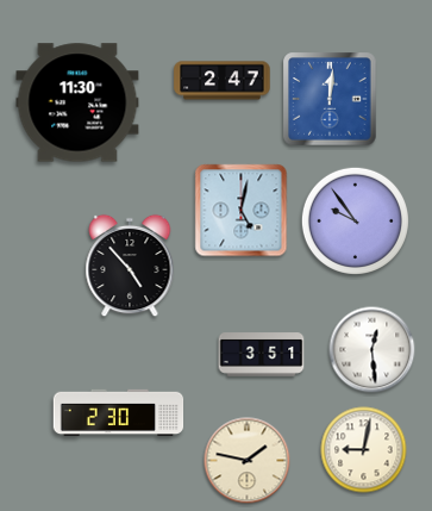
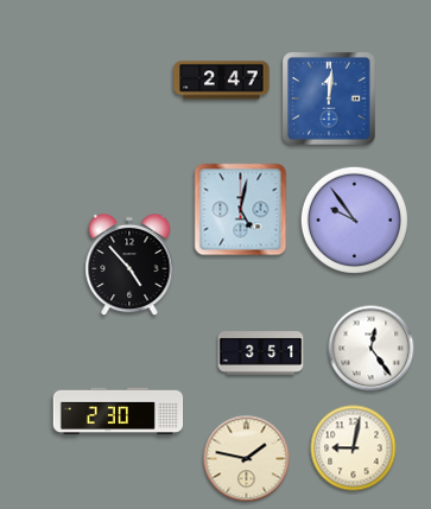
clock at (77, 102): 11:30 -> none
clock at (372, 350): 12:29 -> 12:24
clock at (364, 450) position: (364, 450) -> (354, 448)
